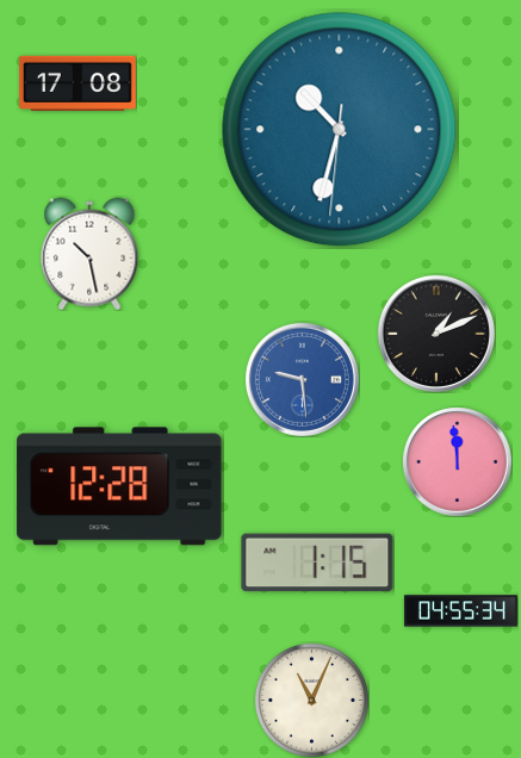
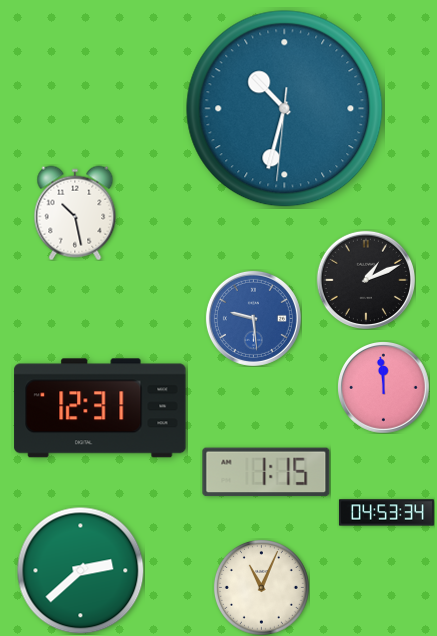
clock at (77, 83): 17:08 -> none
clock at (119, 486): 12:28 -> 12:31
clock at (460, 611): 04:55 -> 04:53
clock at (80, 570): none -> 2:38
